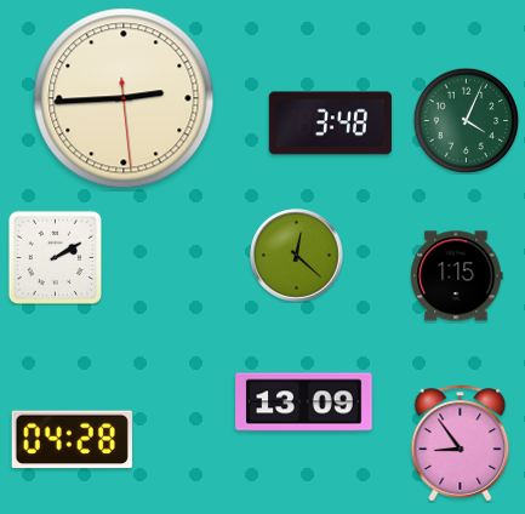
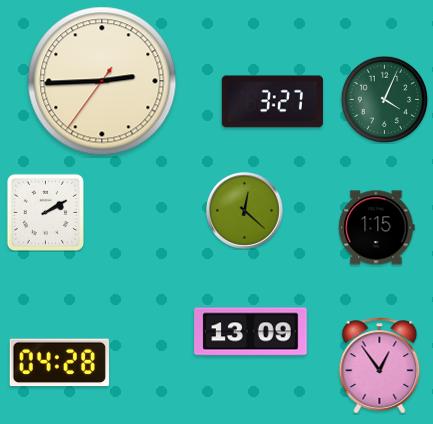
clock at (124, 98): 2:44:29 -> 2:44:36
clock at (330, 124): 3:48 -> 3:27
clock at (461, 444): 8:54 -> 12:54
